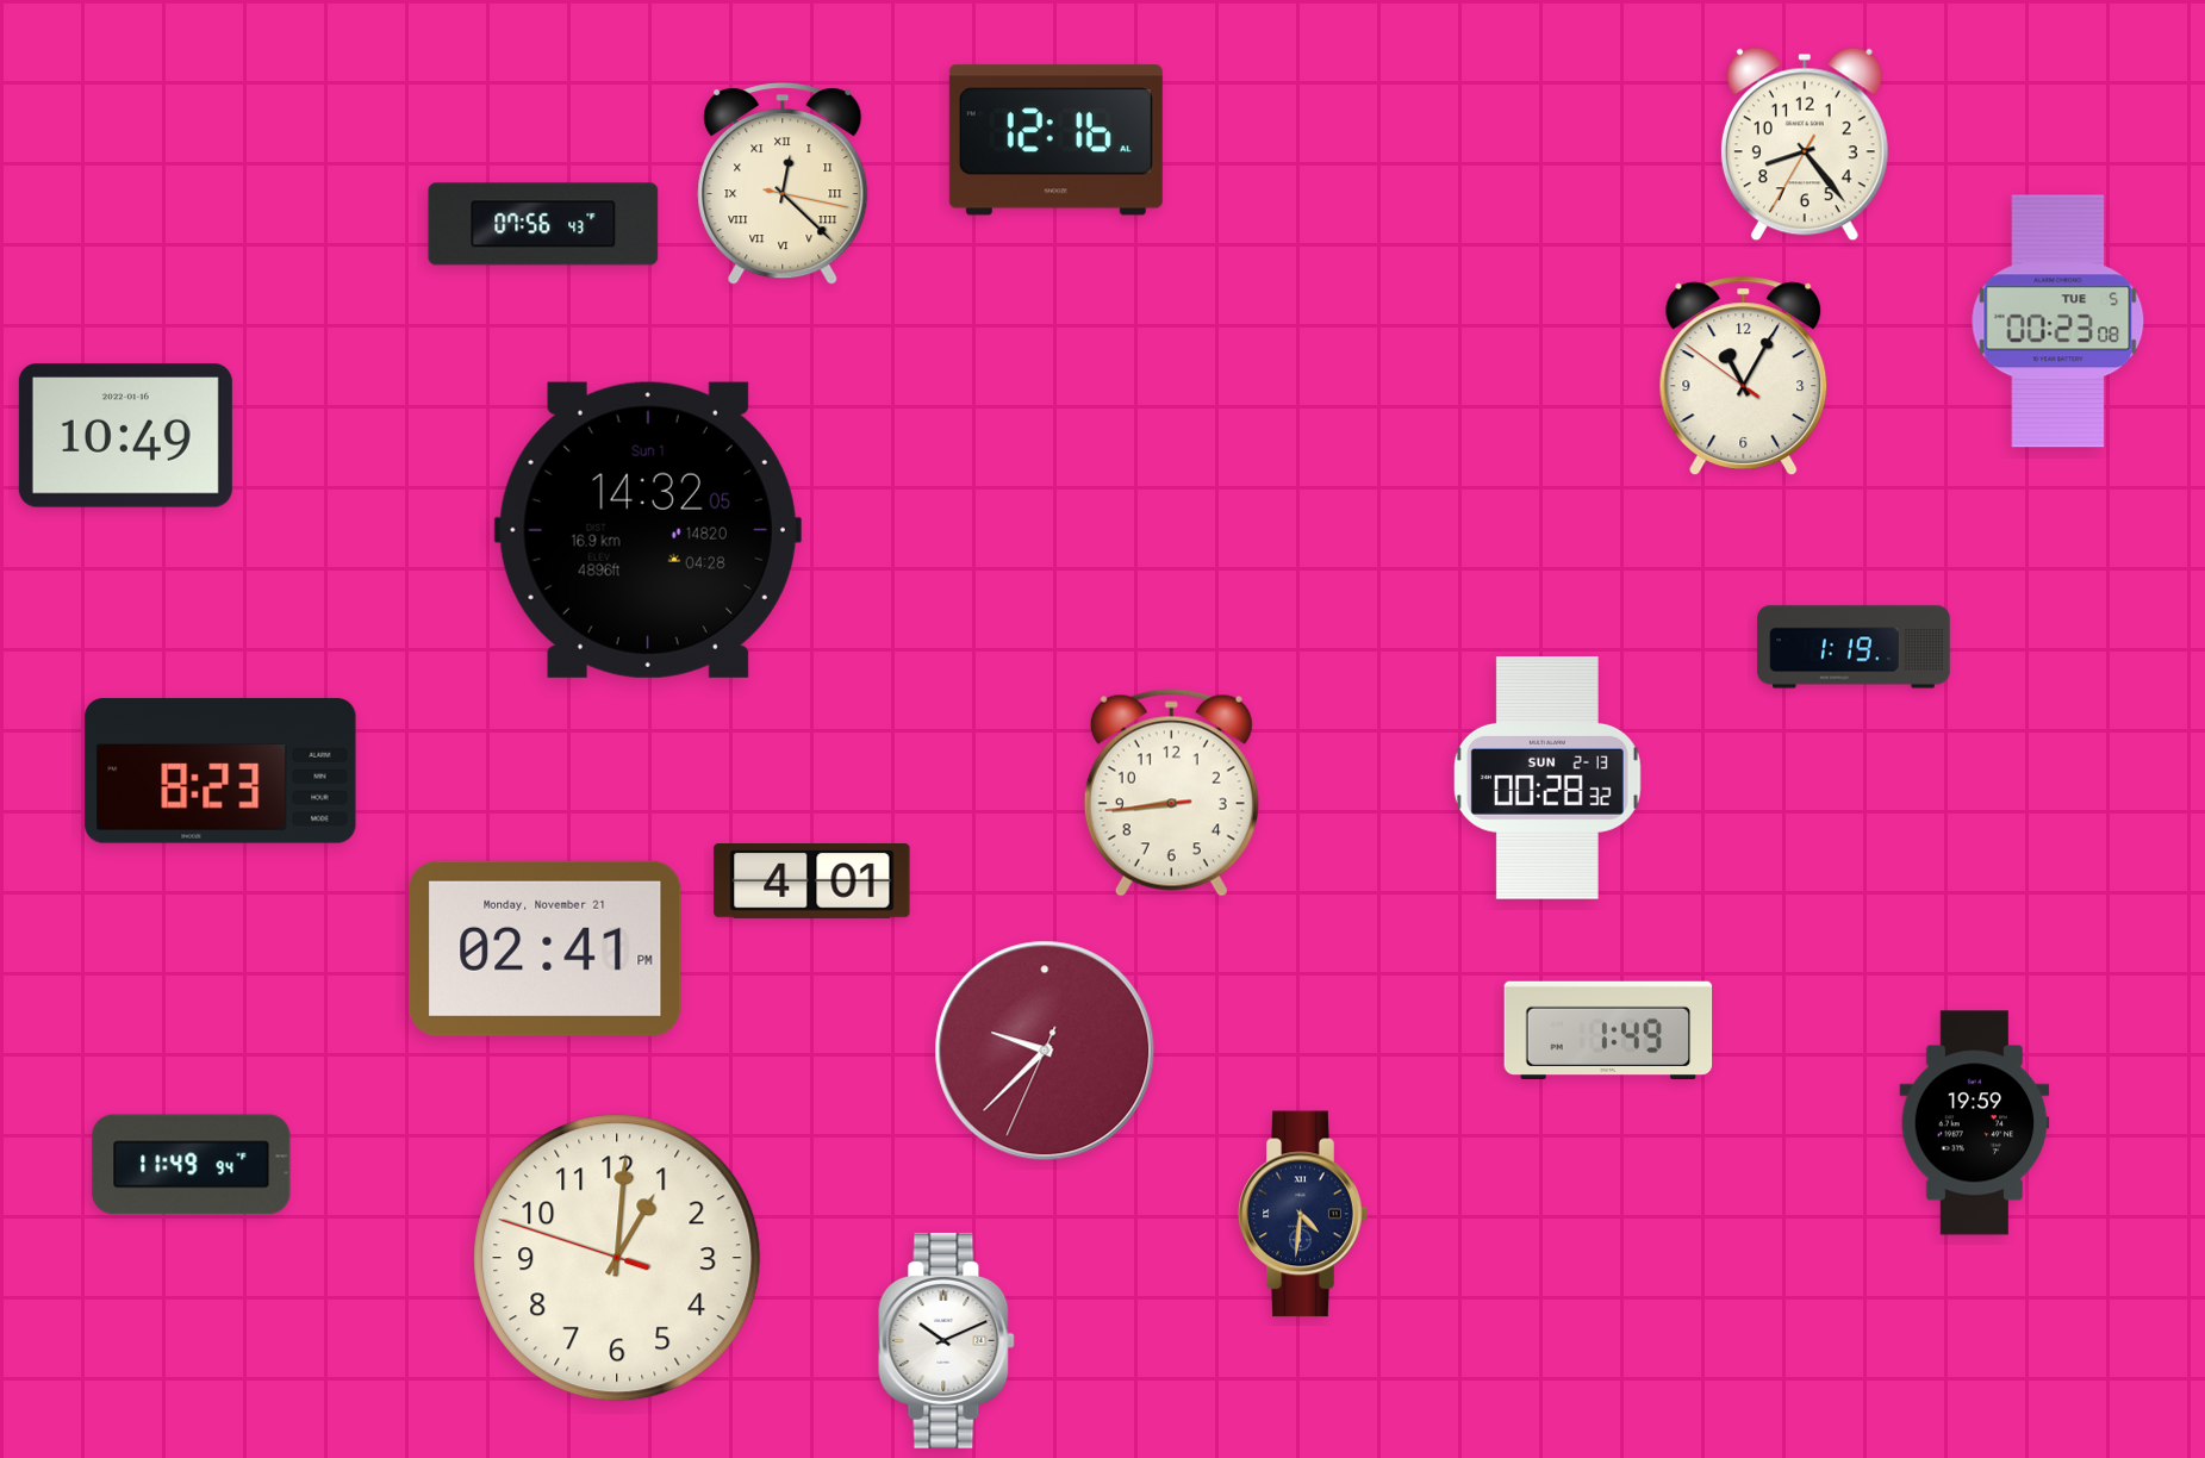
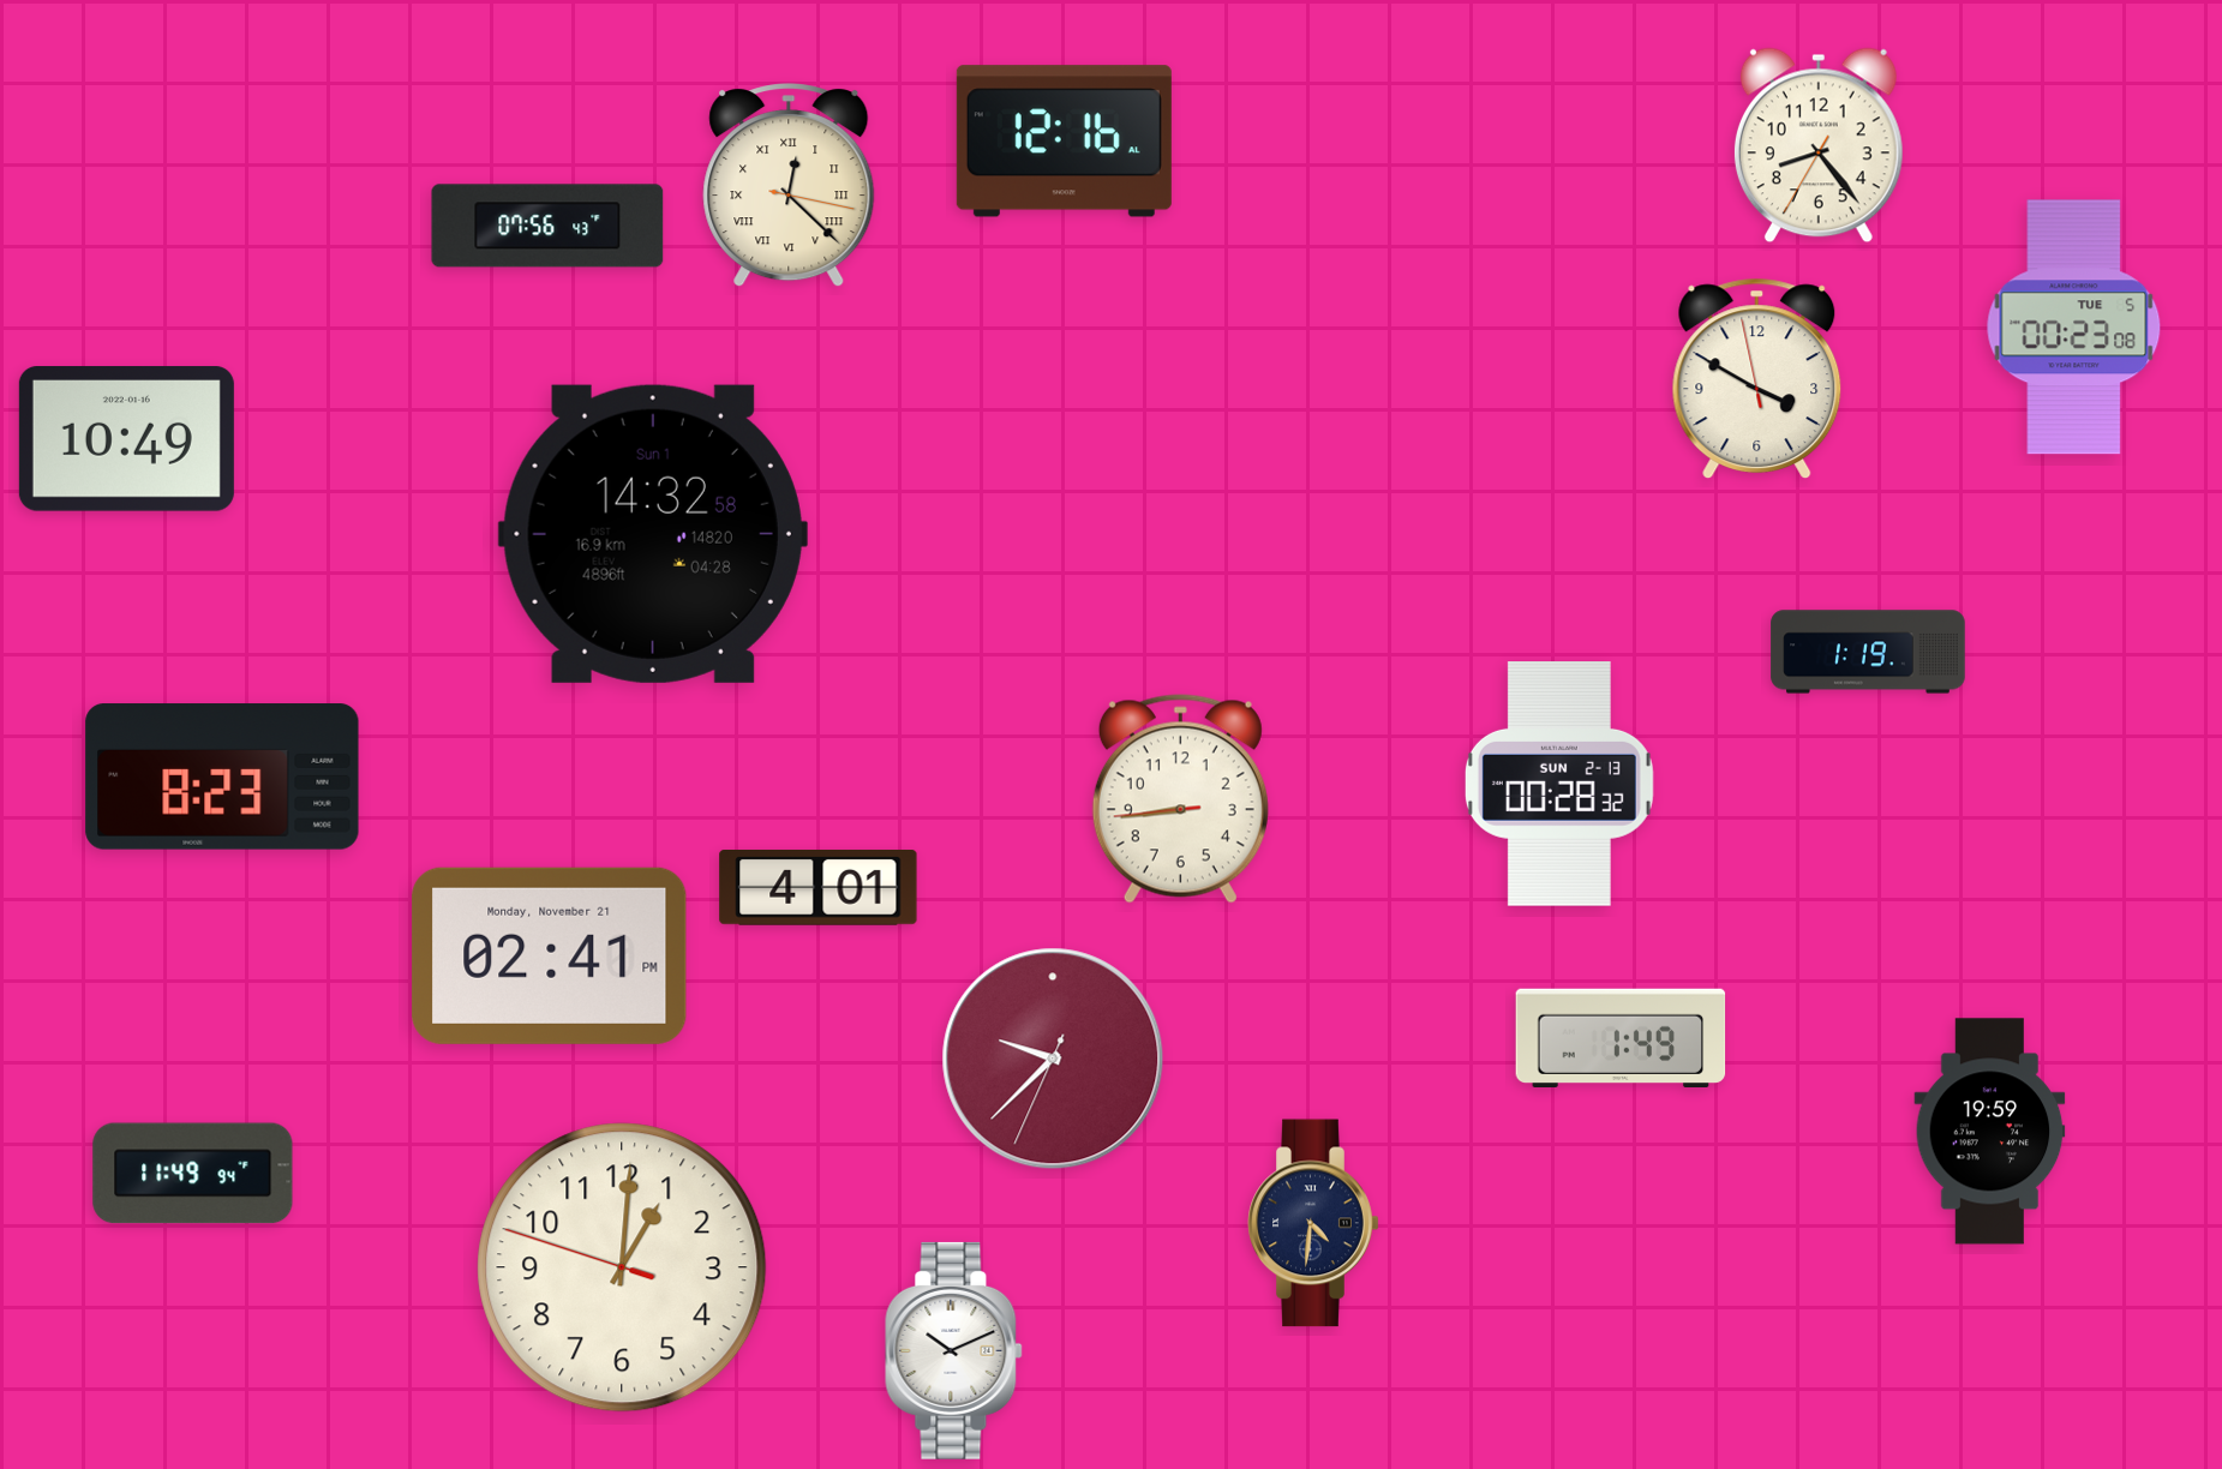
clock at (2058, 322) position: (2058, 322) -> (2074, 328)
clock at (1744, 376): 11:04 -> 3:49
clock at (648, 530): 14:32:05 -> 14:32:58
